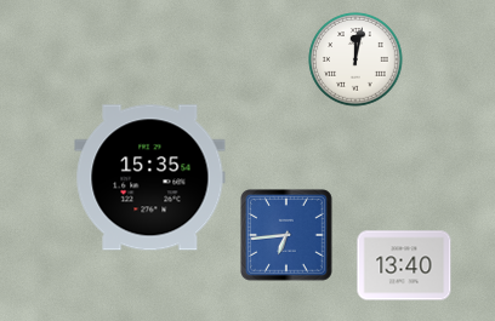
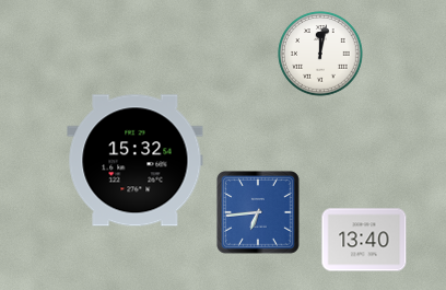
clock at (150, 178): 15:35 -> 15:32
